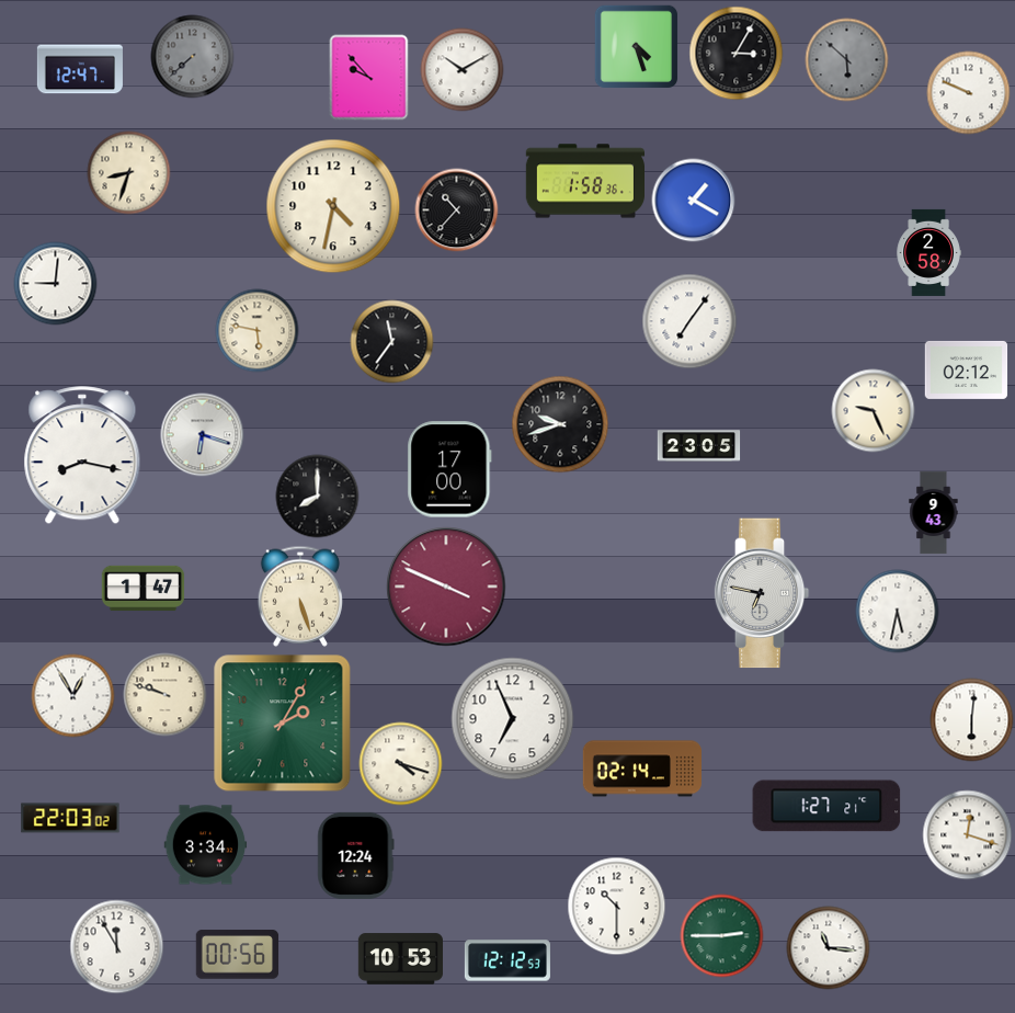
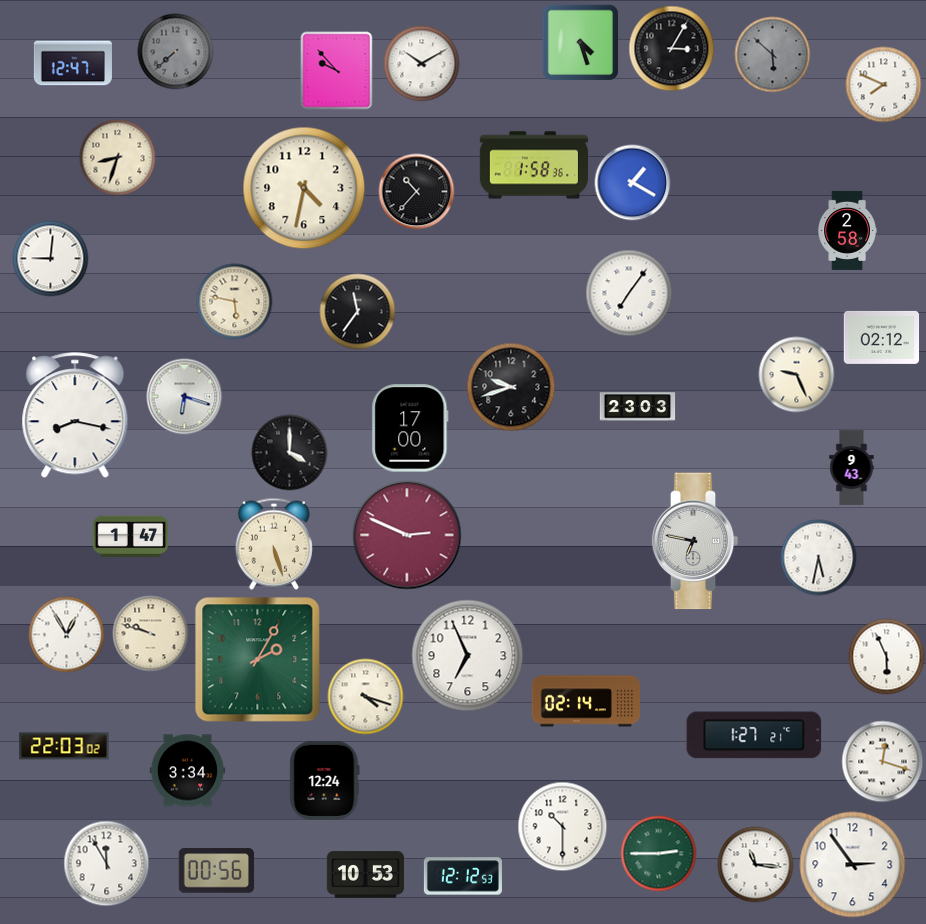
clock at (969, 93): 9:49 -> 7:49
clock at (699, 446): 23:05 -> 23:03
clock at (318, 497): 8:00 -> 4:00
clock at (446, 587): 3:49 -> 2:49
clock at (972, 720): 6:01 -> 5:56
clock at (853, 865): none -> 2:54
